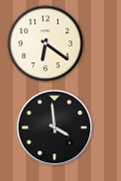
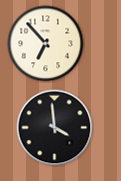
clock at (46, 44): 6:21 -> 6:53
